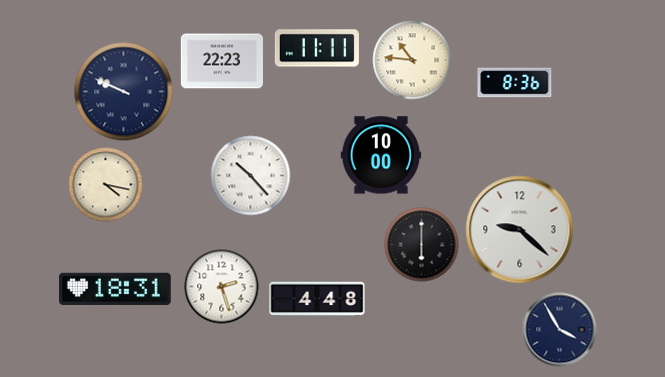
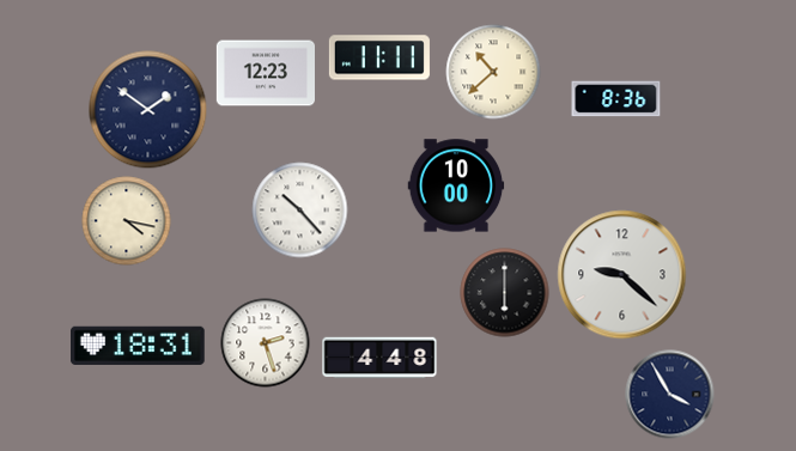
clock at (412, 60): 10:46 -> 10:38
clock at (221, 61): 22:23 -> 12:23
clock at (124, 92): 9:49 -> 1:51
